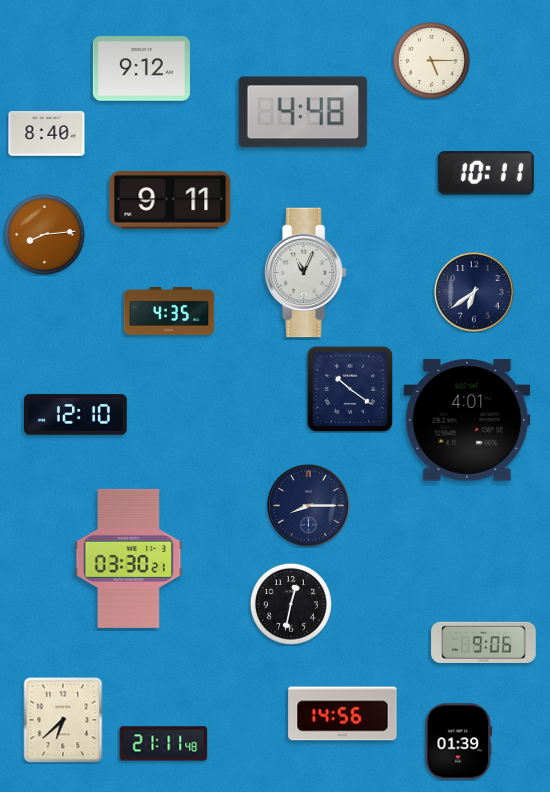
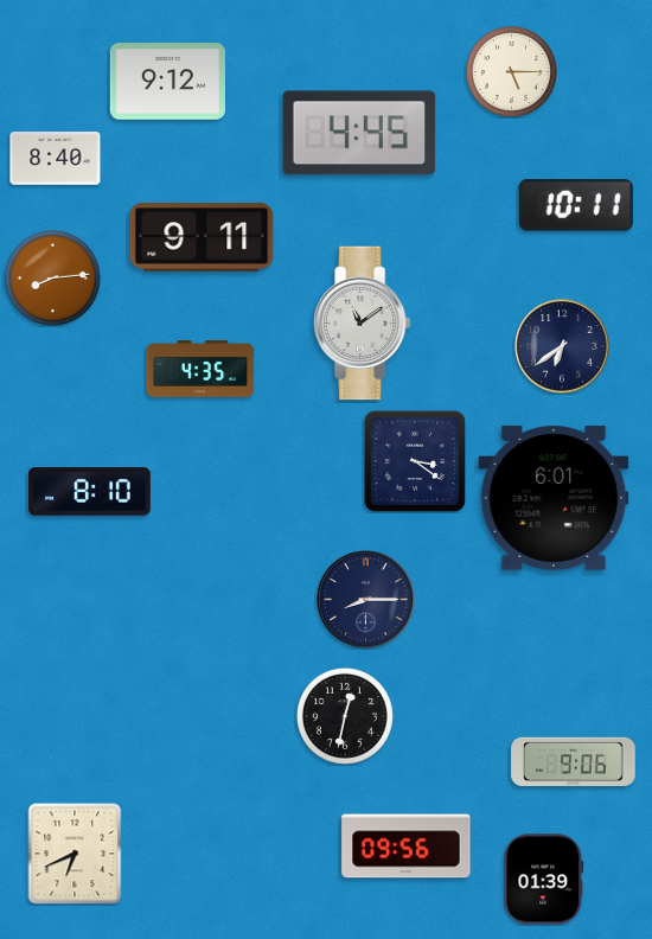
clock at (303, 112): 4:48 -> 4:45
clock at (305, 273): 11:04 -> 11:09
clock at (350, 389): 10:21 -> 3:21
clock at (76, 415): 12:10 -> 8:10
clock at (467, 420): 4:01 -> 6:01
clock at (129, 558): 03:30 -> none
clock at (343, 714): 14:56 -> 09:56
clock at (63, 720): 6:38 -> 6:41
clock at (164, 744): 21:11 -> none
